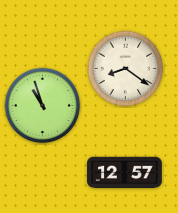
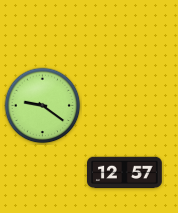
clock at (126, 69): 8:21 -> none
clock at (43, 106): 10:57 -> 9:21
